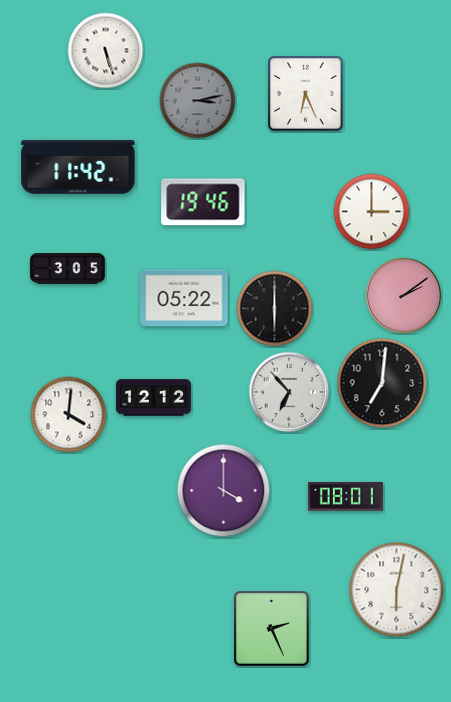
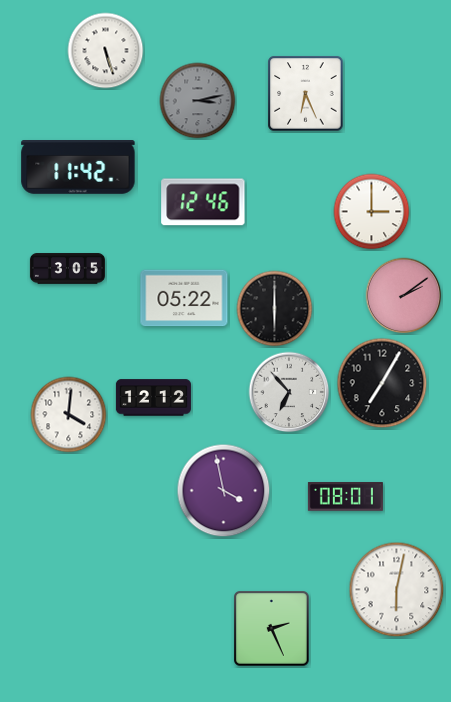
clock at (203, 202): 19:46 -> 12:46
clock at (382, 383): 7:01 -> 7:05
clock at (224, 491): 4:00 -> 3:58
